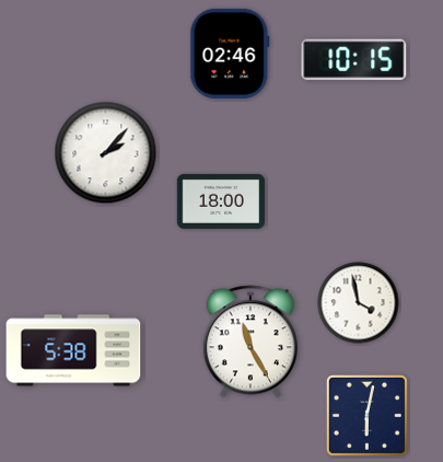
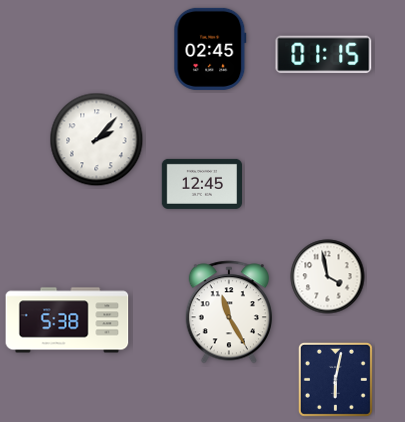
clock at (230, 54): 02:46 -> 02:45
clock at (354, 60): 10:15 -> 01:15
clock at (220, 201): 18:00 -> 12:45
